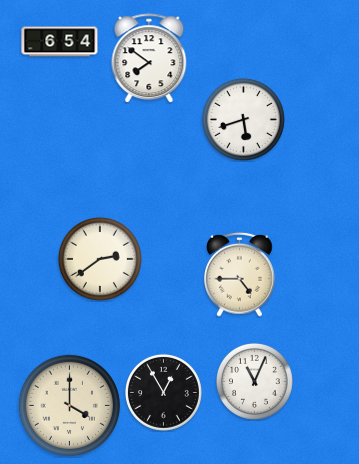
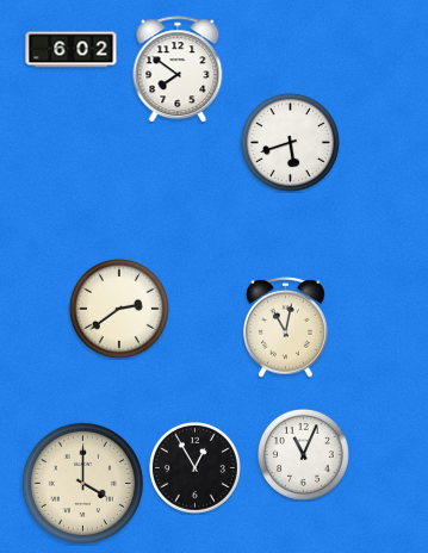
clock at (60, 42): 6:54 -> 6:02
clock at (240, 274): 4:45 -> 11:02
